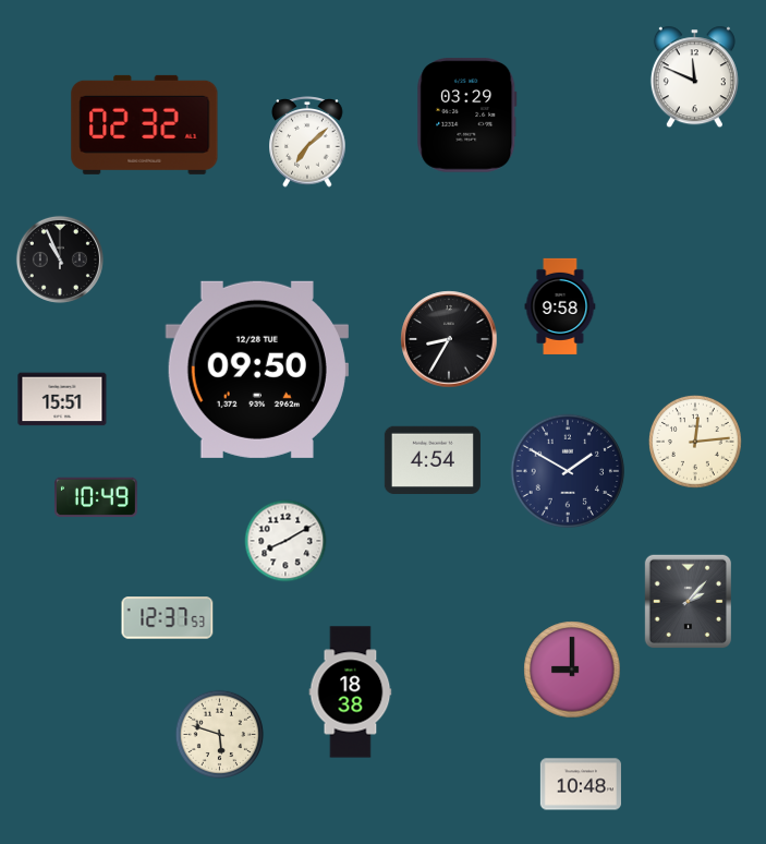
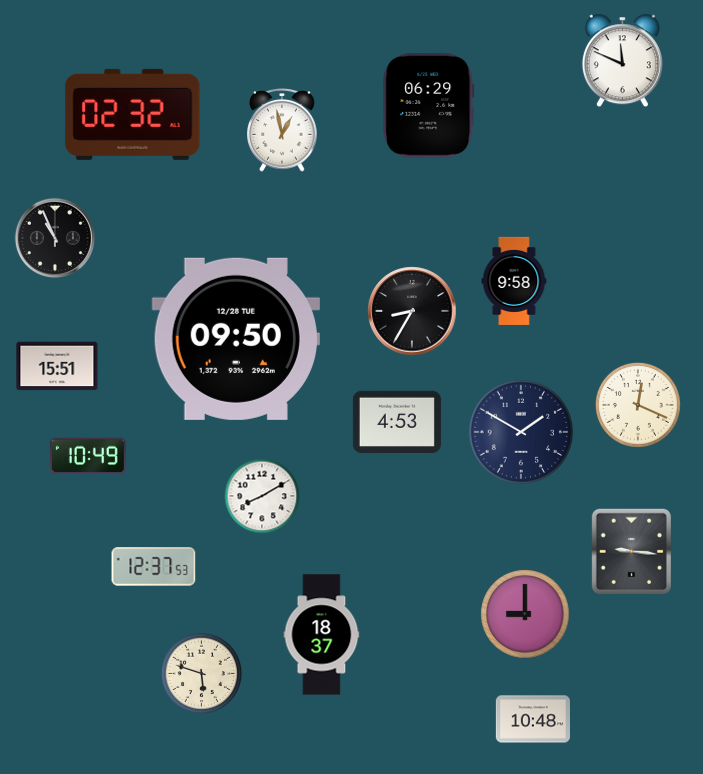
clock at (694, 77) position: (694, 77) -> (622, 61)
clock at (467, 116): 03:29 -> 06:29
clock at (307, 142): 7:08 -> 12:58
clock at (695, 443): 12:14 -> 12:19
clock at (433, 460): 4:54 -> 4:53
clock at (688, 601): 2:07 -> 9:16
clock at (351, 692): 18:38 -> 18:37
